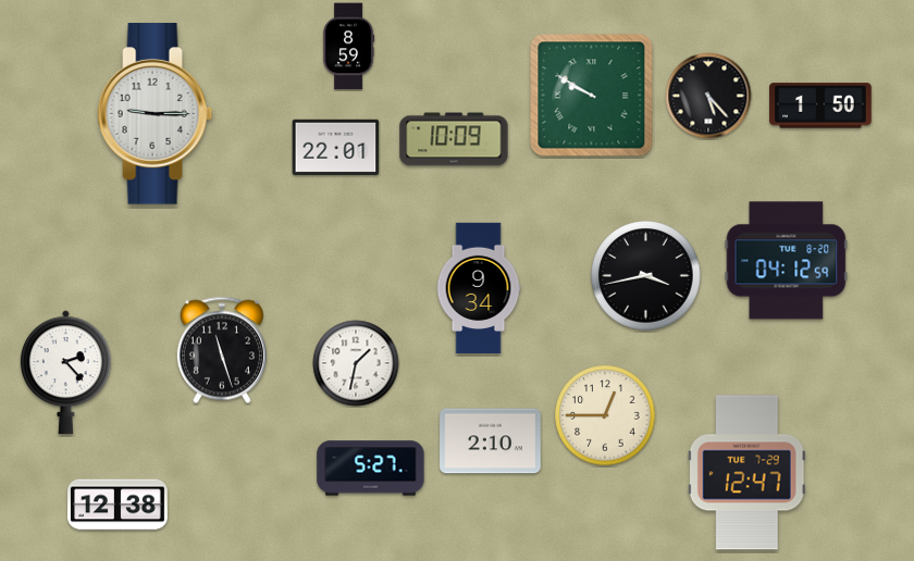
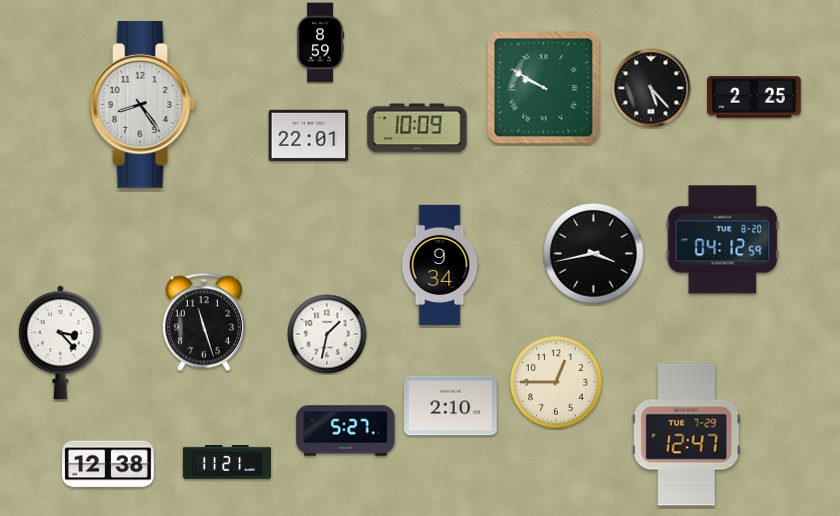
clock at (820, 105): 1:50 -> 2:25
clock at (156, 114): 9:15 -> 8:24
clock at (65, 373): 2:23 -> 3:23
clock at (371, 469) position: (371, 469) -> (346, 431)
clock at (227, 462): none -> 11:21
